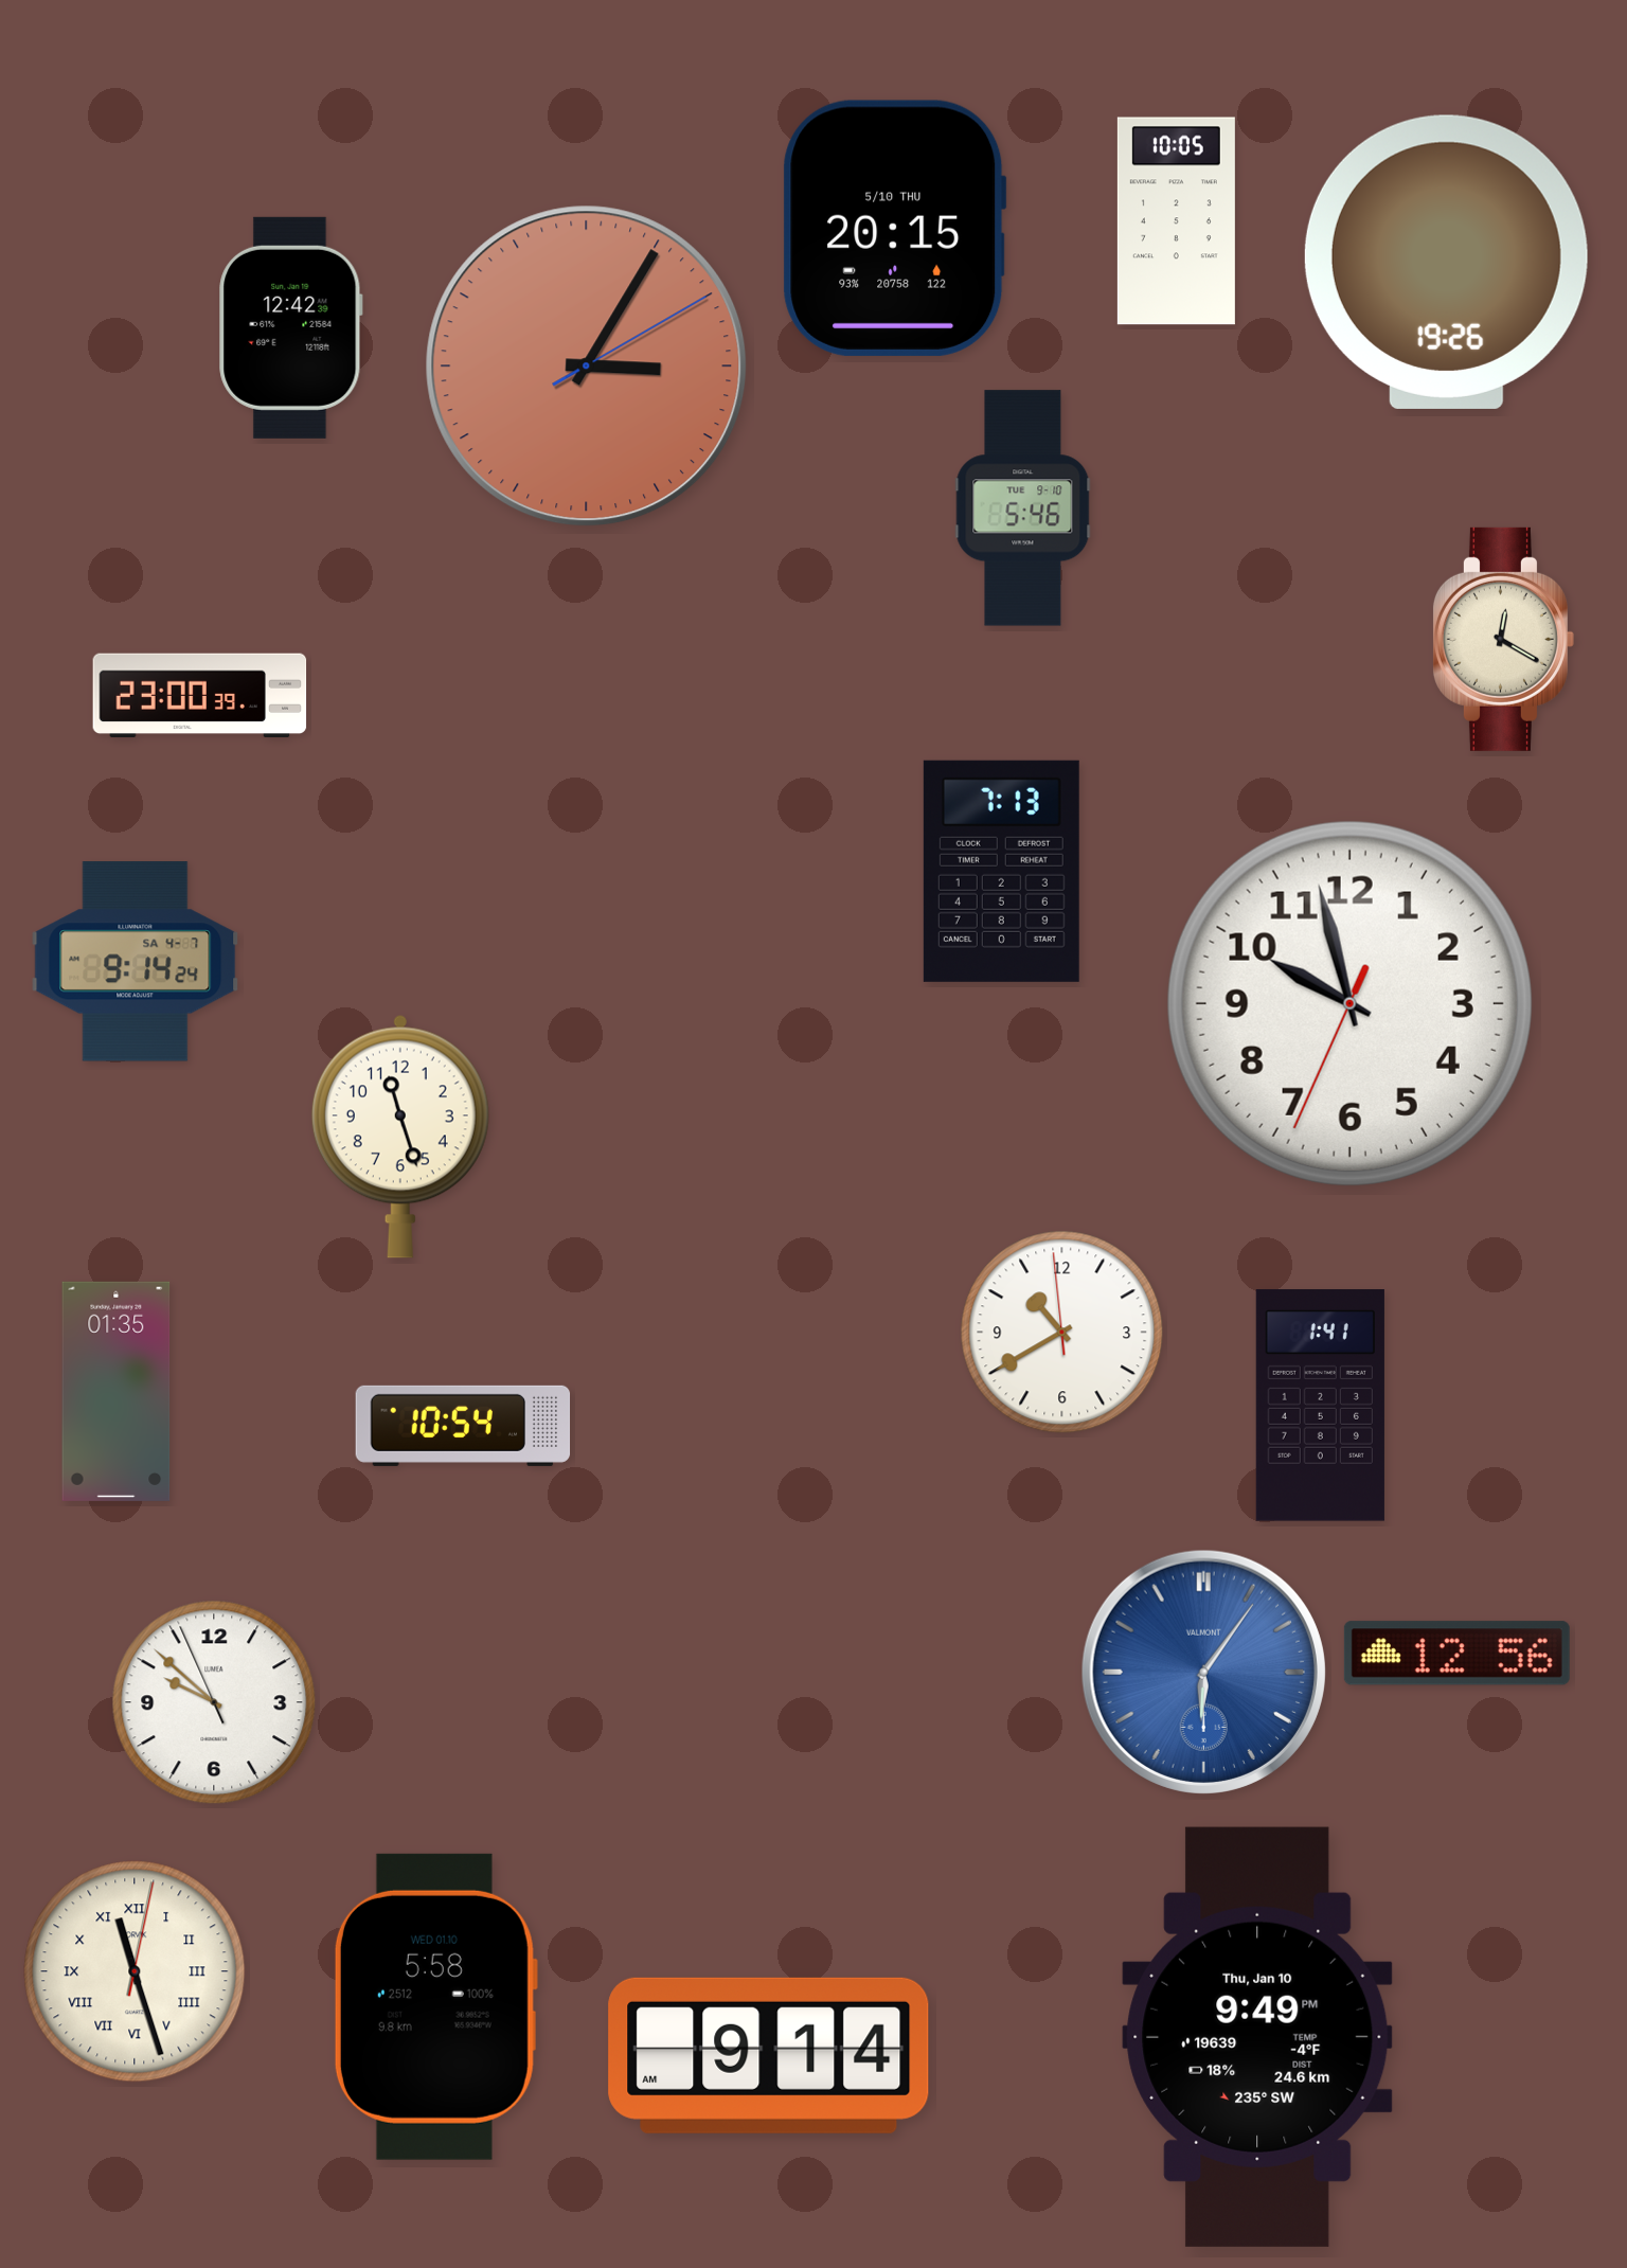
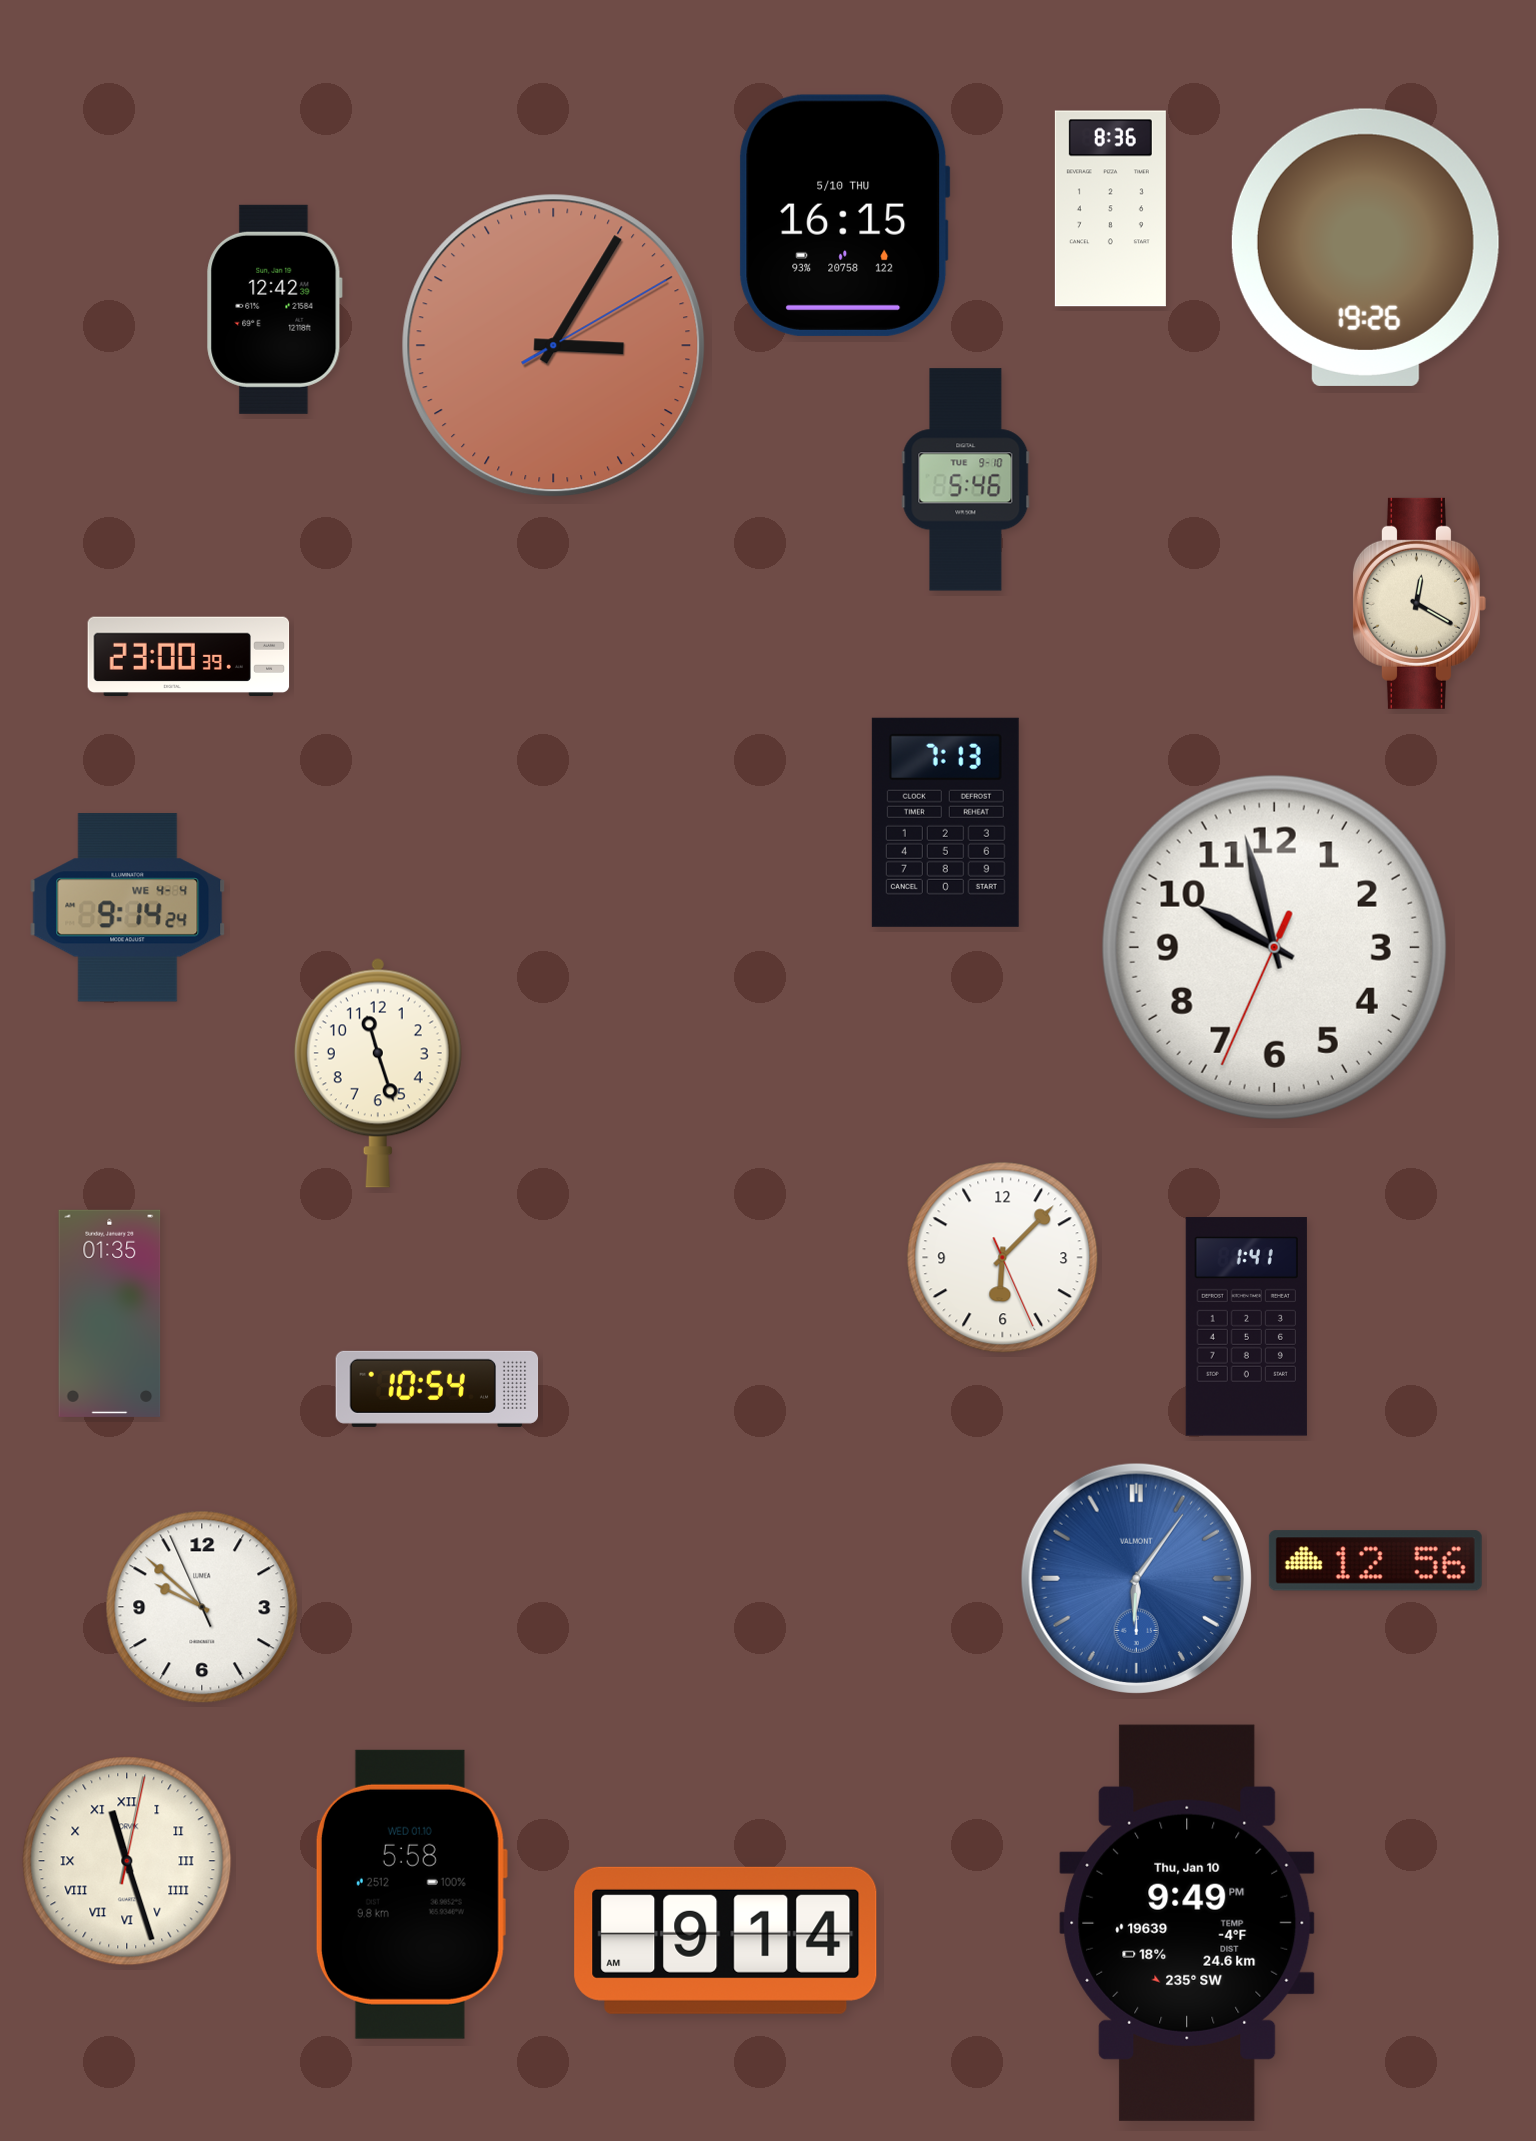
clock at (1176, 221): 10:05 -> 8:36
clock at (895, 228): 20:15 -> 16:15
clock at (136, 962) date: SA 4-7 -> WE 4-4
clock at (1062, 1333): 10:39 -> 6:07
clock at (463, 1426) position: (463, 1426) -> (437, 1389)
